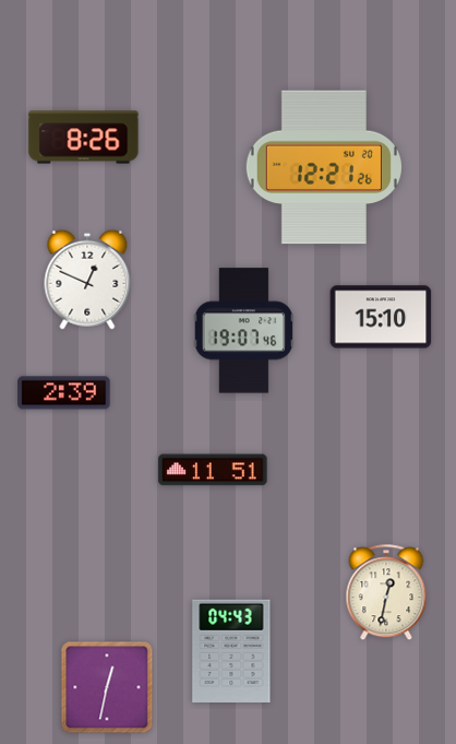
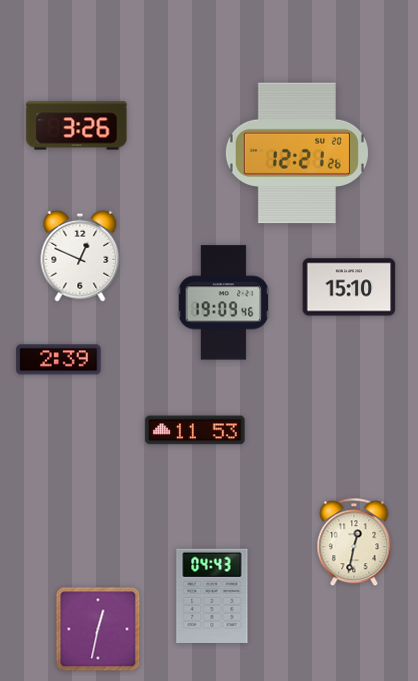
clock at (84, 138): 8:26 -> 3:26
clock at (381, 317) position: (381, 317) -> (349, 287)
clock at (244, 331): 19:07 -> 19:09
clock at (213, 470): 11:51 -> 11:53
